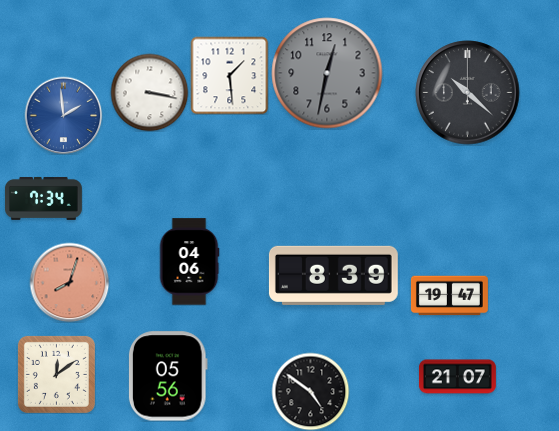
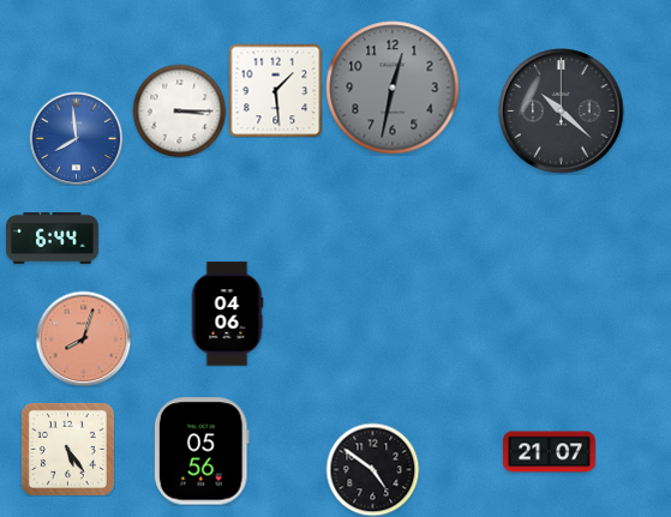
clock at (149, 92): 3:17 -> 3:15
clock at (63, 115): 1:59 -> 7:59
clock at (43, 198): 7:34 -> 6:44
clock at (333, 275): 8:39 -> none
clock at (449, 296): 19:47 -> none
clock at (56, 374): 12:09 -> 5:24
